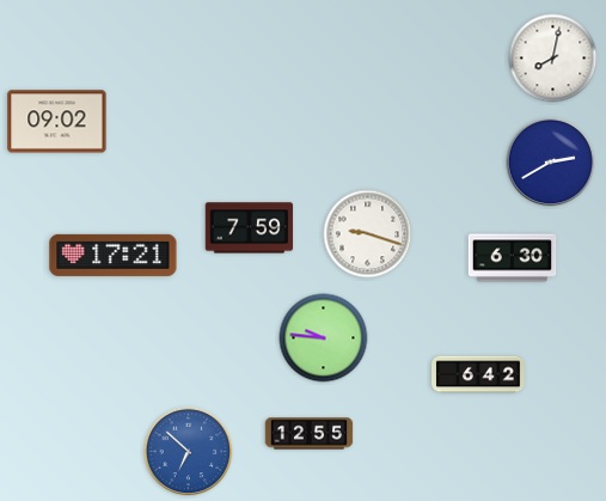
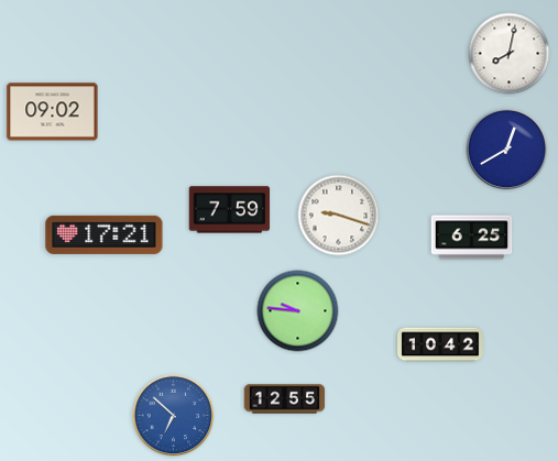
clock at (551, 163): 2:40 -> 12:40
clock at (513, 258): 6:30 -> 6:25
clock at (478, 374): 6:42 -> 10:42
